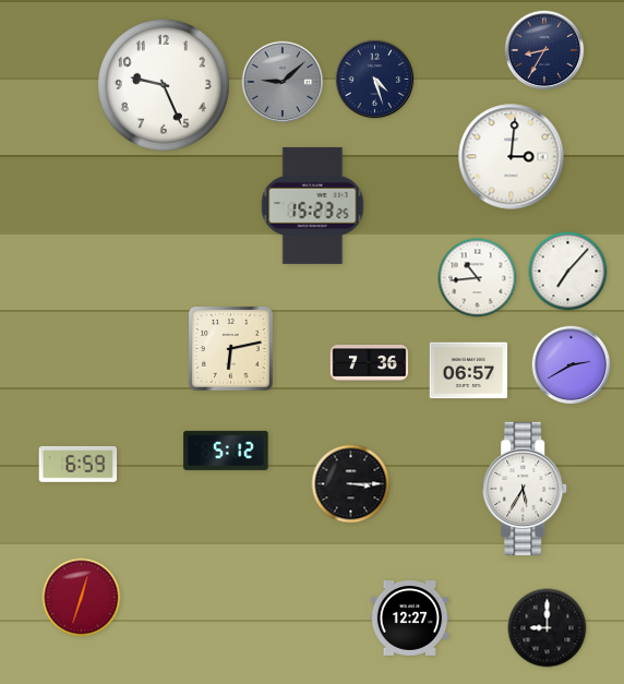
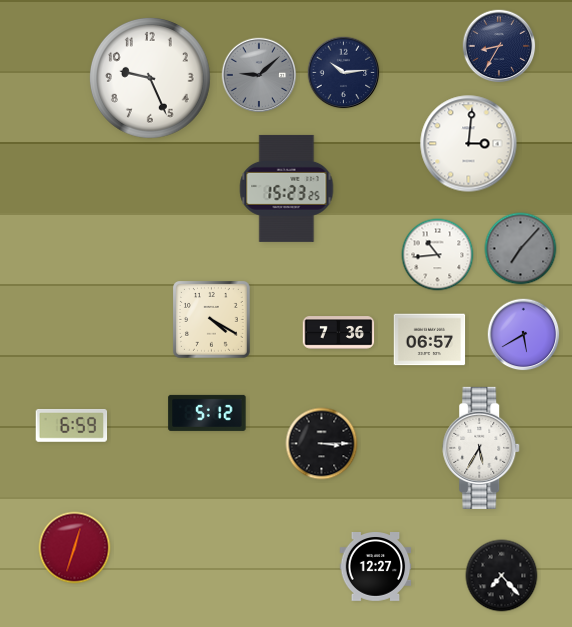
clock at (375, 80): 4:27 -> 10:14
clock at (568, 272) dial: white -> grey
clock at (231, 349): 6:13 -> 4:20
clock at (572, 365): 2:40 -> 5:40
clock at (548, 628): 9:00 -> 7:23
